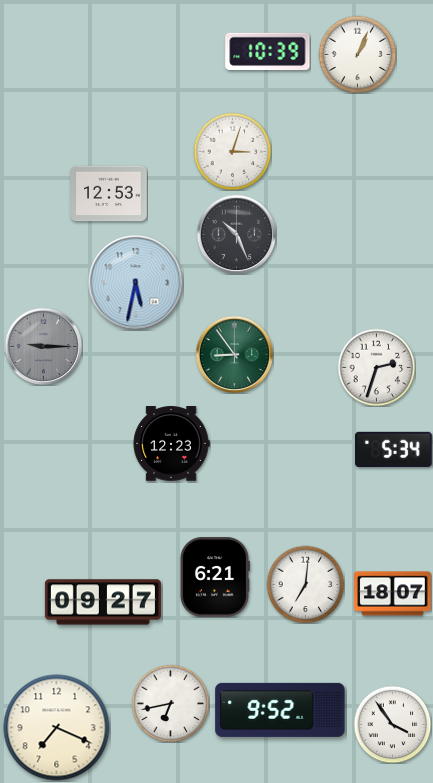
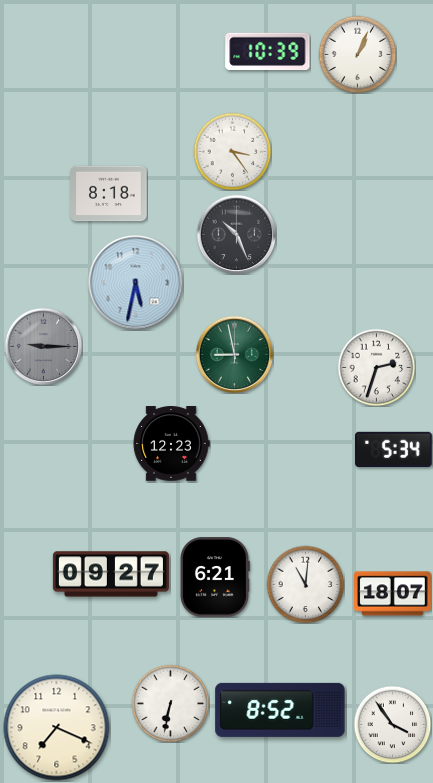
clock at (232, 151): 3:03 -> 3:24
clock at (109, 194): 12:53 -> 8:18
clock at (234, 354): 8:54 -> 8:58
clock at (305, 584): 7:01 -> 11:01
clock at (103, 602) position: (103, 602) -> (111, 574)
clock at (170, 703): 6:43 -> 6:32
clock at (280, 710): 9:52 -> 8:52
